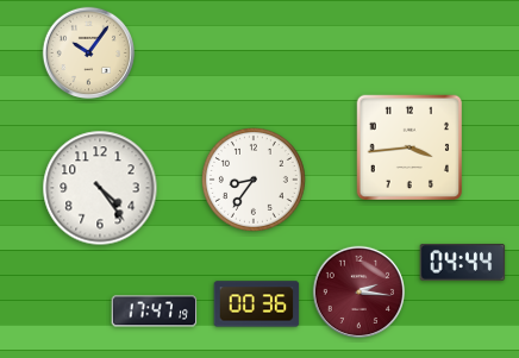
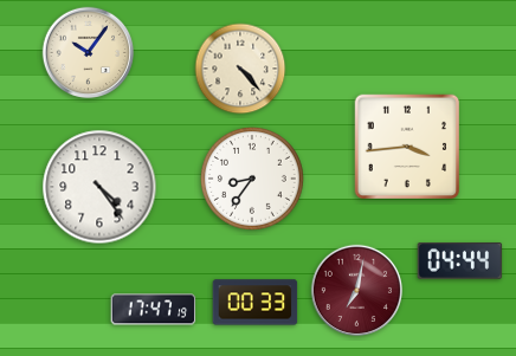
clock at (240, 69): none -> 4:23
clock at (358, 291): 2:16 -> 7:02
clock at (257, 304): 00:36 -> 00:33
